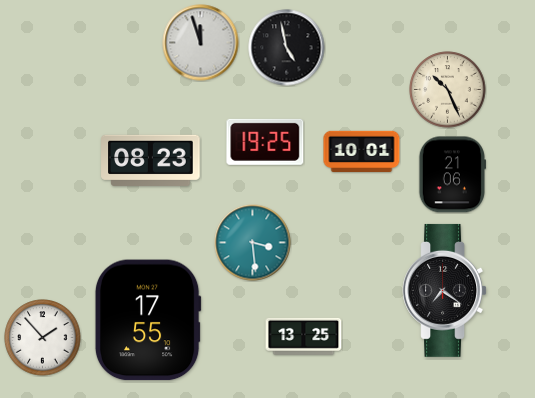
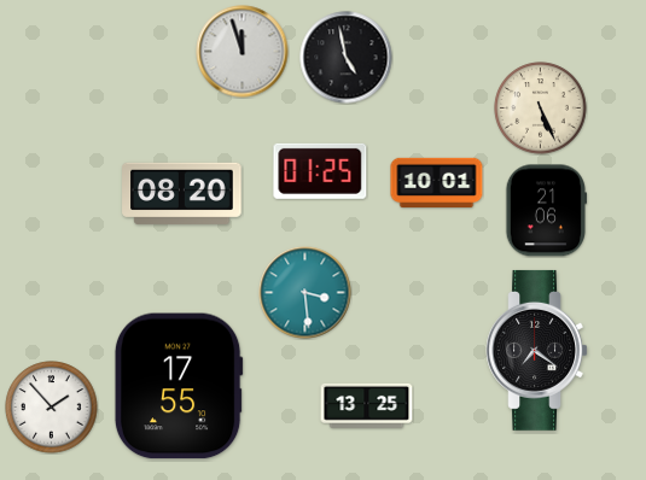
clock at (448, 90): 10:26 -> 5:26
clock at (265, 142): 19:25 -> 01:25
clock at (151, 160): 08:23 -> 08:20
